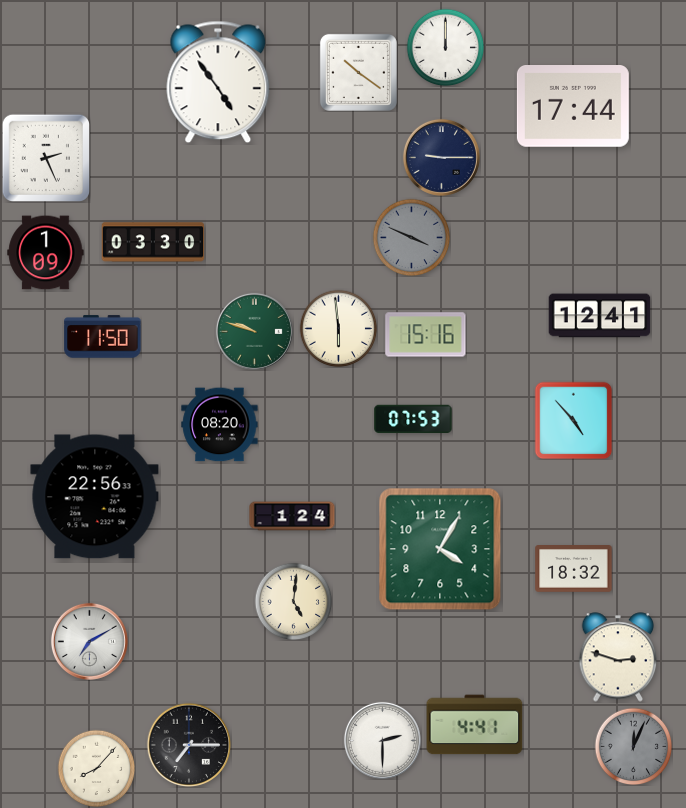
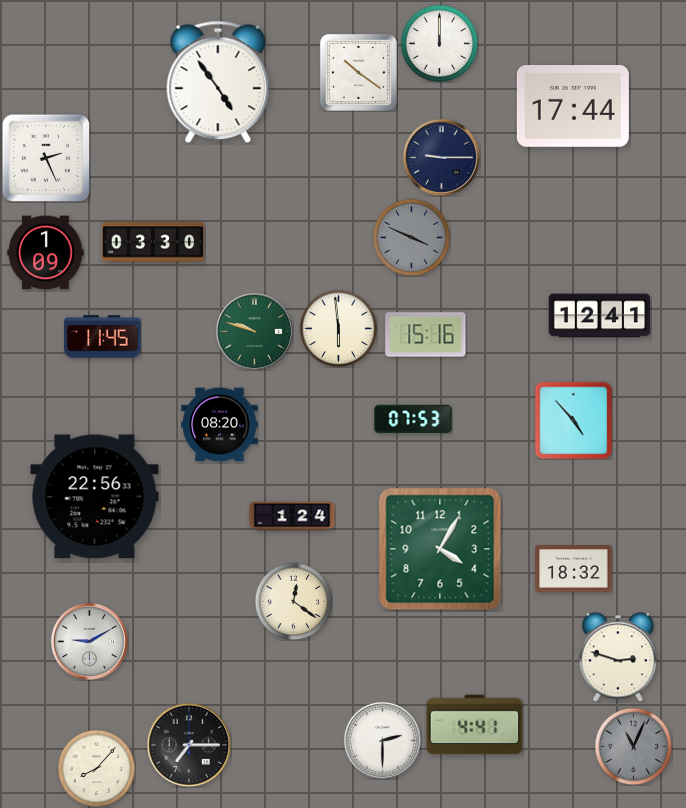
clock at (445, 47) position: (445, 47) -> (439, 43)
clock at (103, 337): 11:50 -> 11:45
clock at (293, 601): 5:01 -> 12:21
clock at (89, 641): 7:10 -> 9:10
clock at (633, 746): 12:04 -> 11:04
